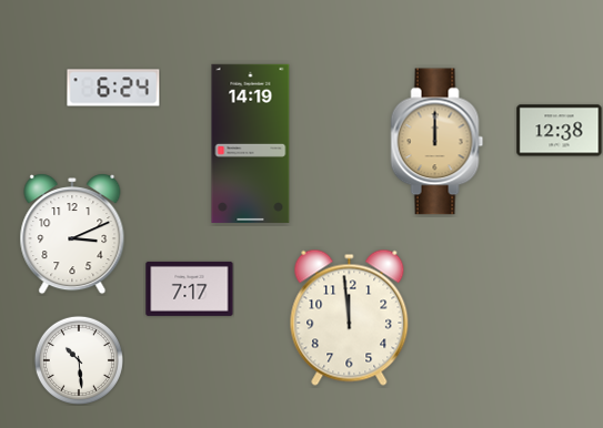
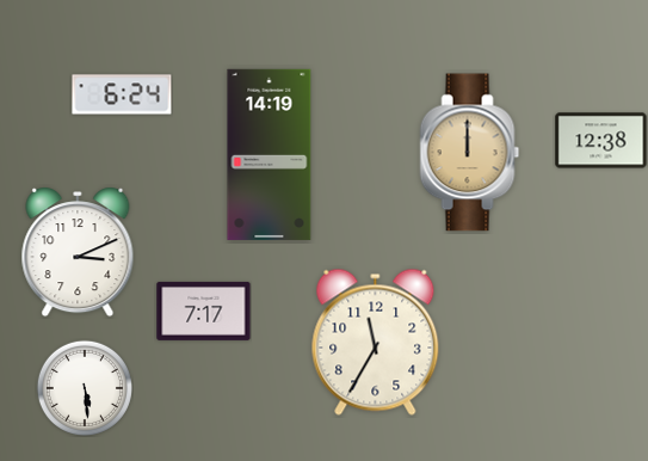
clock at (350, 317): 11:59 -> 11:35
clock at (79, 360): 10:29 -> 5:29
